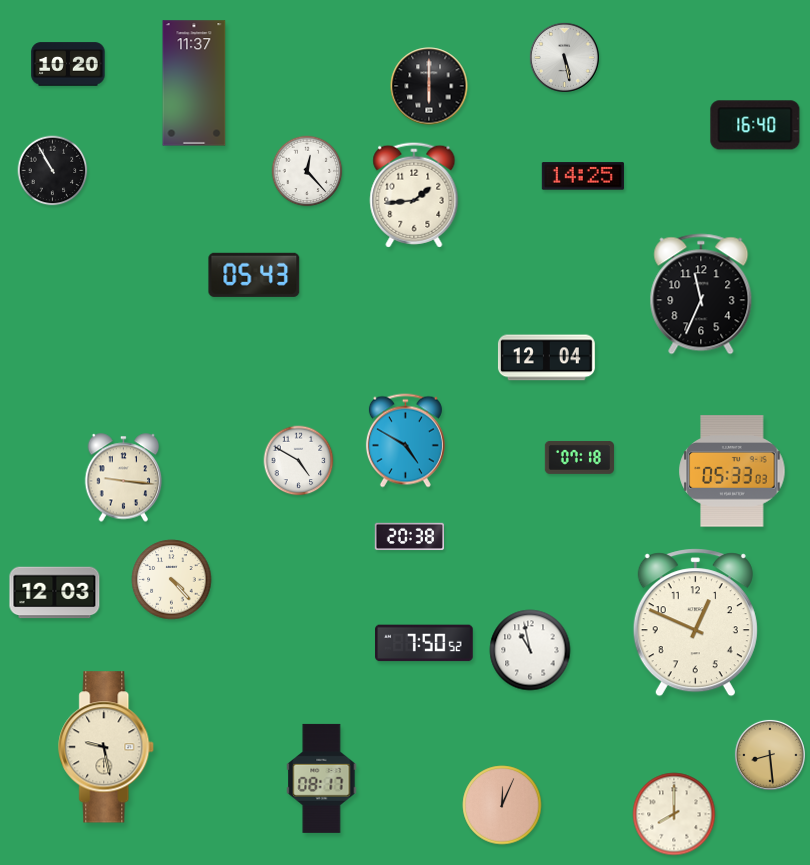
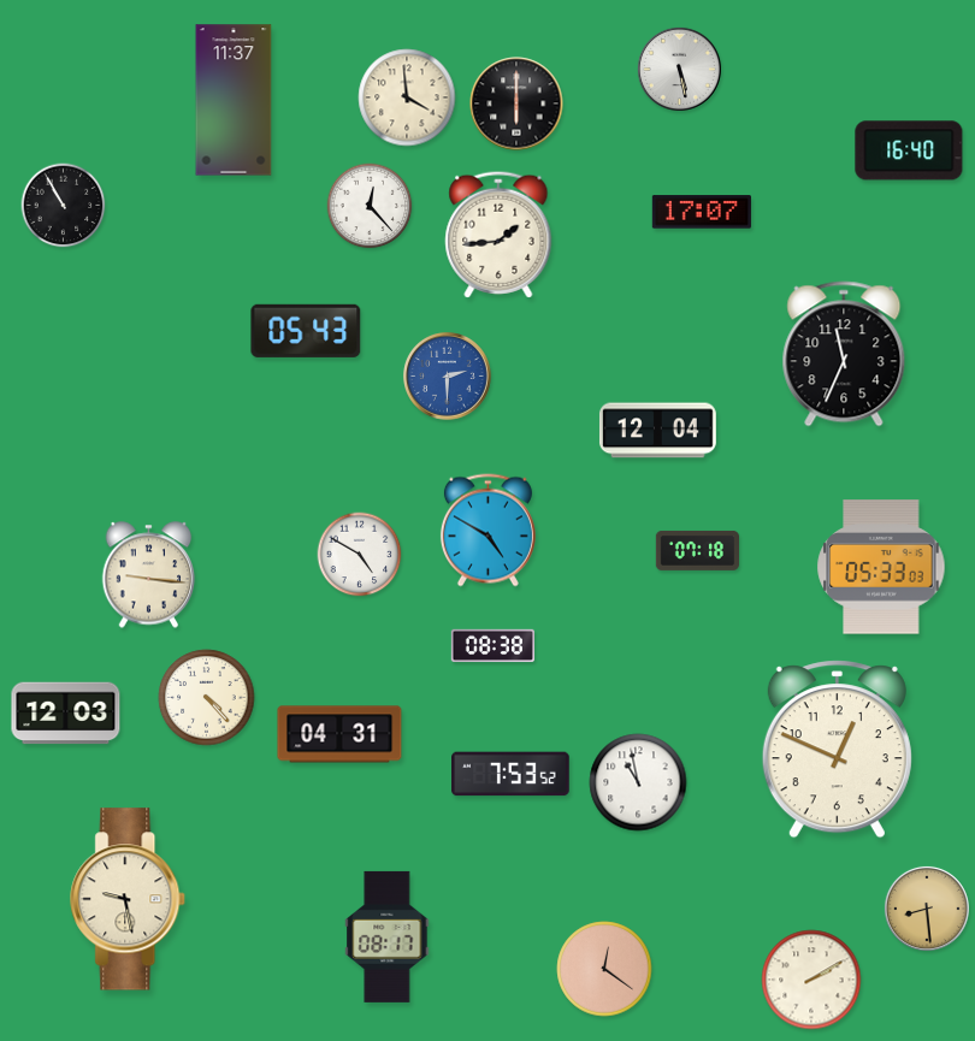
clock at (68, 64): 10:20 -> none
clock at (407, 97): none -> 3:59
clock at (583, 176): 14:25 -> 17:07
clock at (448, 377): none -> 2:30
clock at (409, 537): 20:38 -> 08:38
clock at (339, 734): none -> 04:31
clock at (424, 643): 7:50 -> 7:53
clock at (502, 805): 12:04 -> 12:21
clock at (674, 814): 8:00 -> 2:10
